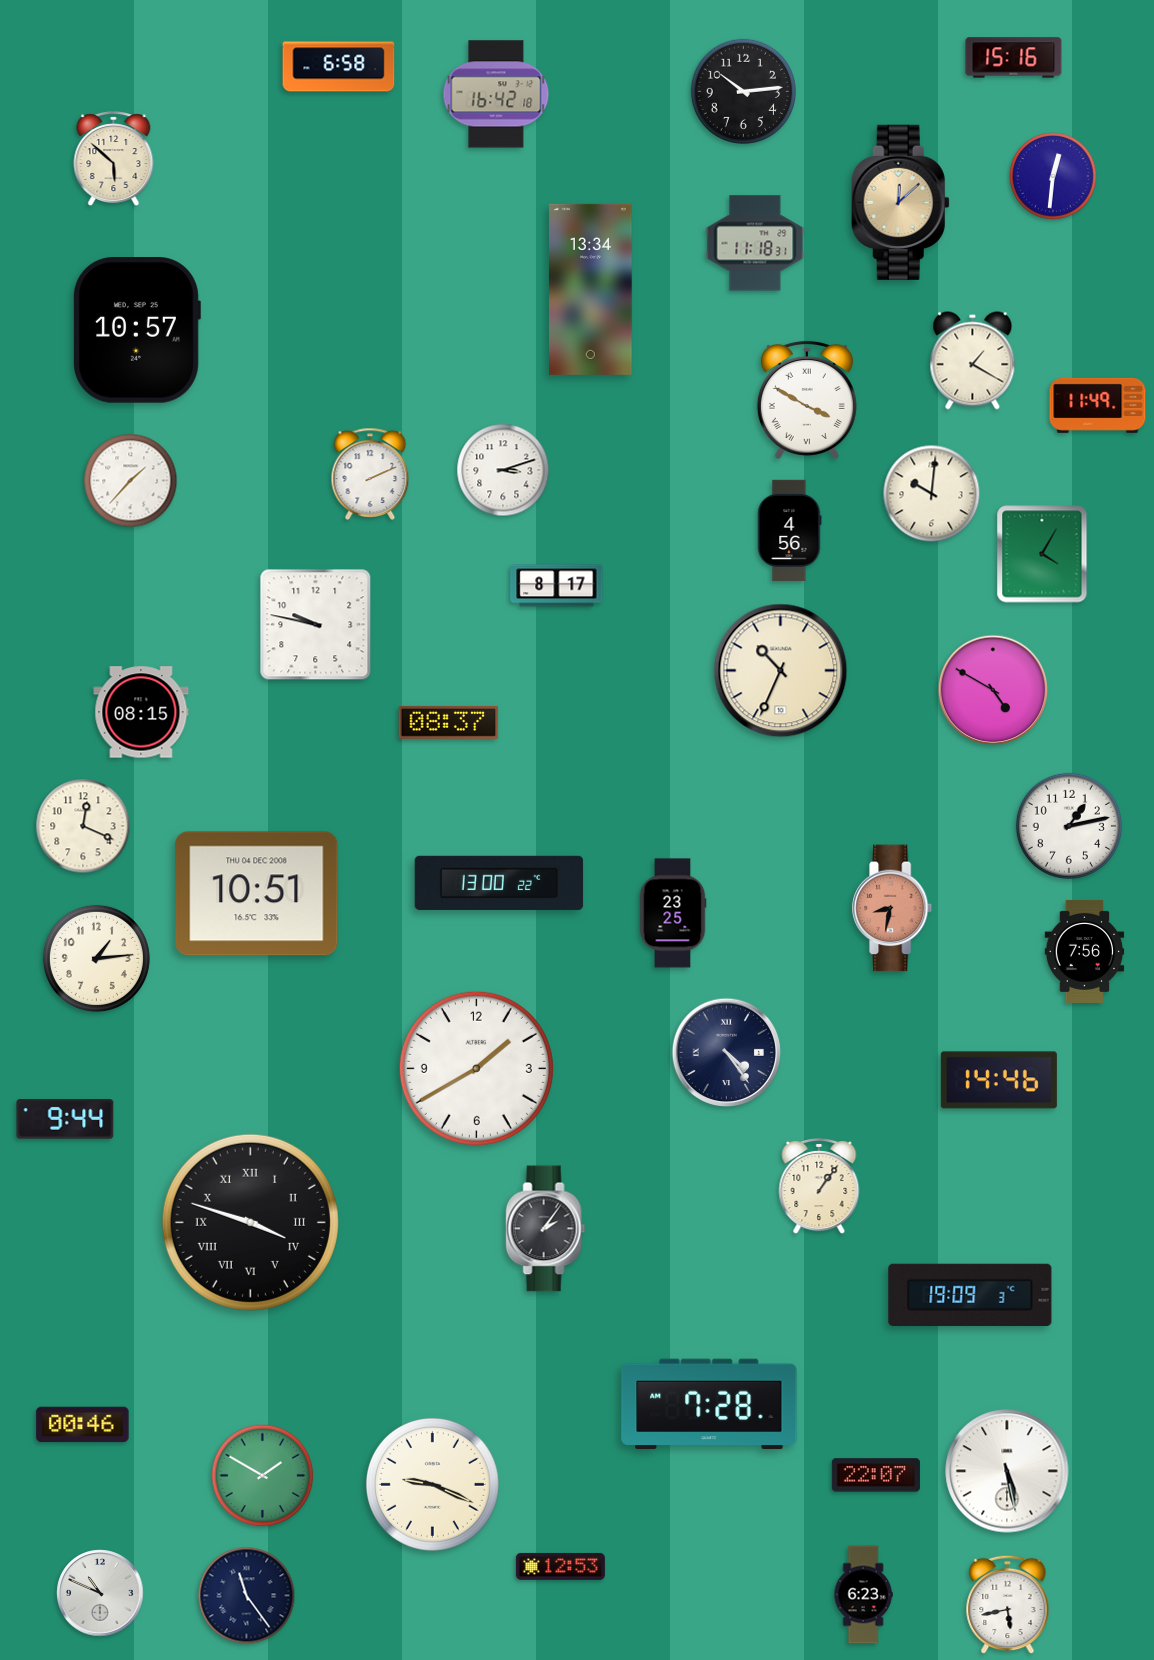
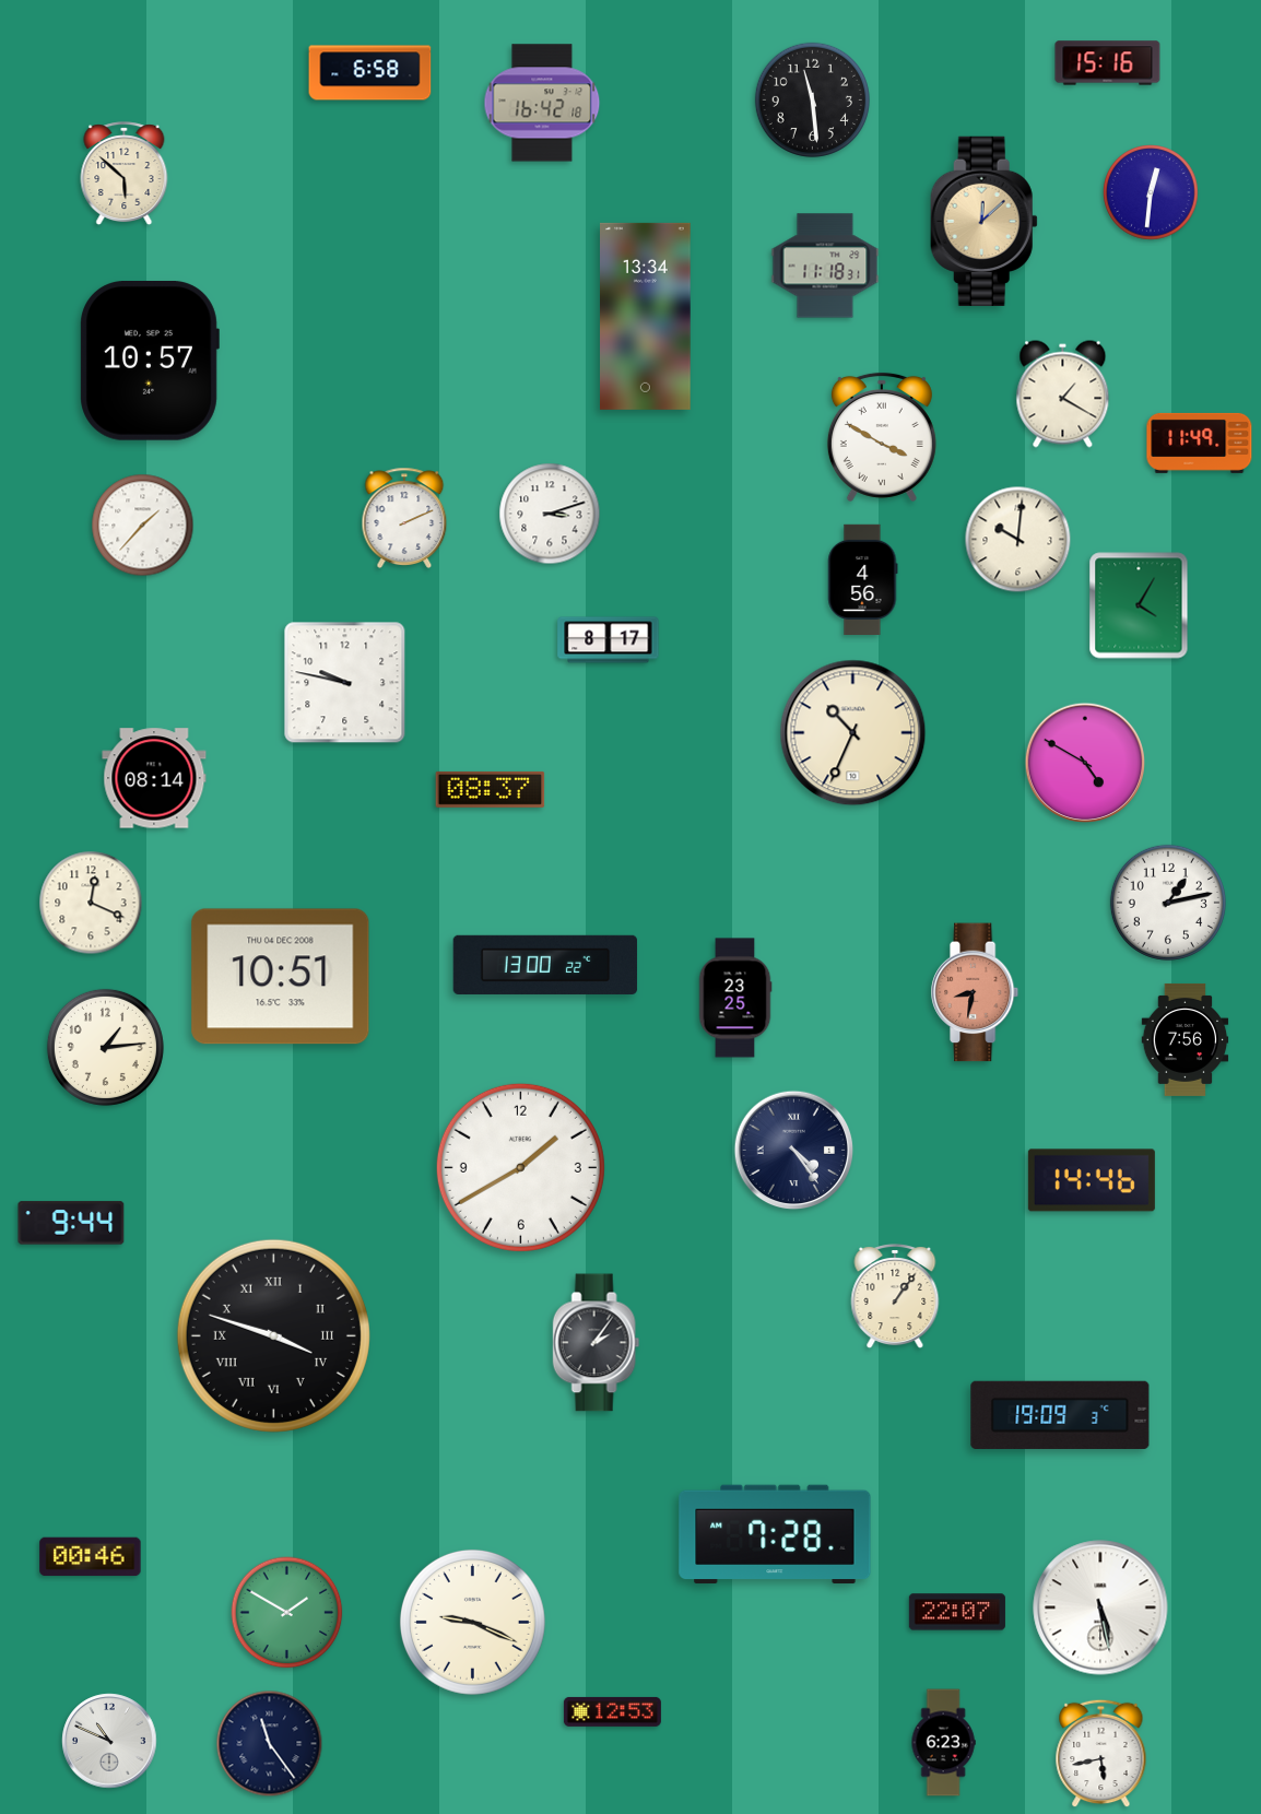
clock at (743, 91): 10:14 -> 11:29
clock at (992, 689) position: (992, 689) -> (1084, 762)
clock at (141, 712): 08:15 -> 08:14
